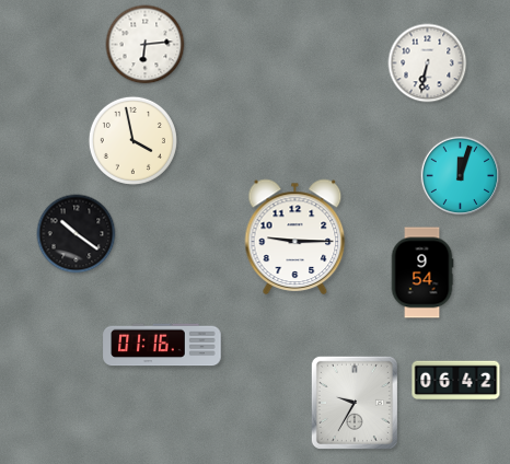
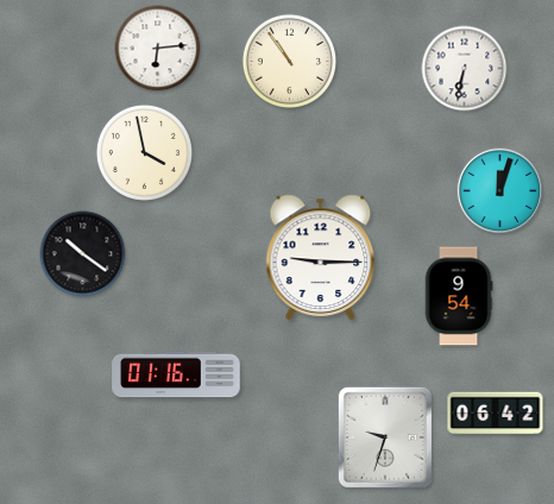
clock at (289, 61): none -> 10:54
clock at (355, 403): 9:35 -> 9:33
